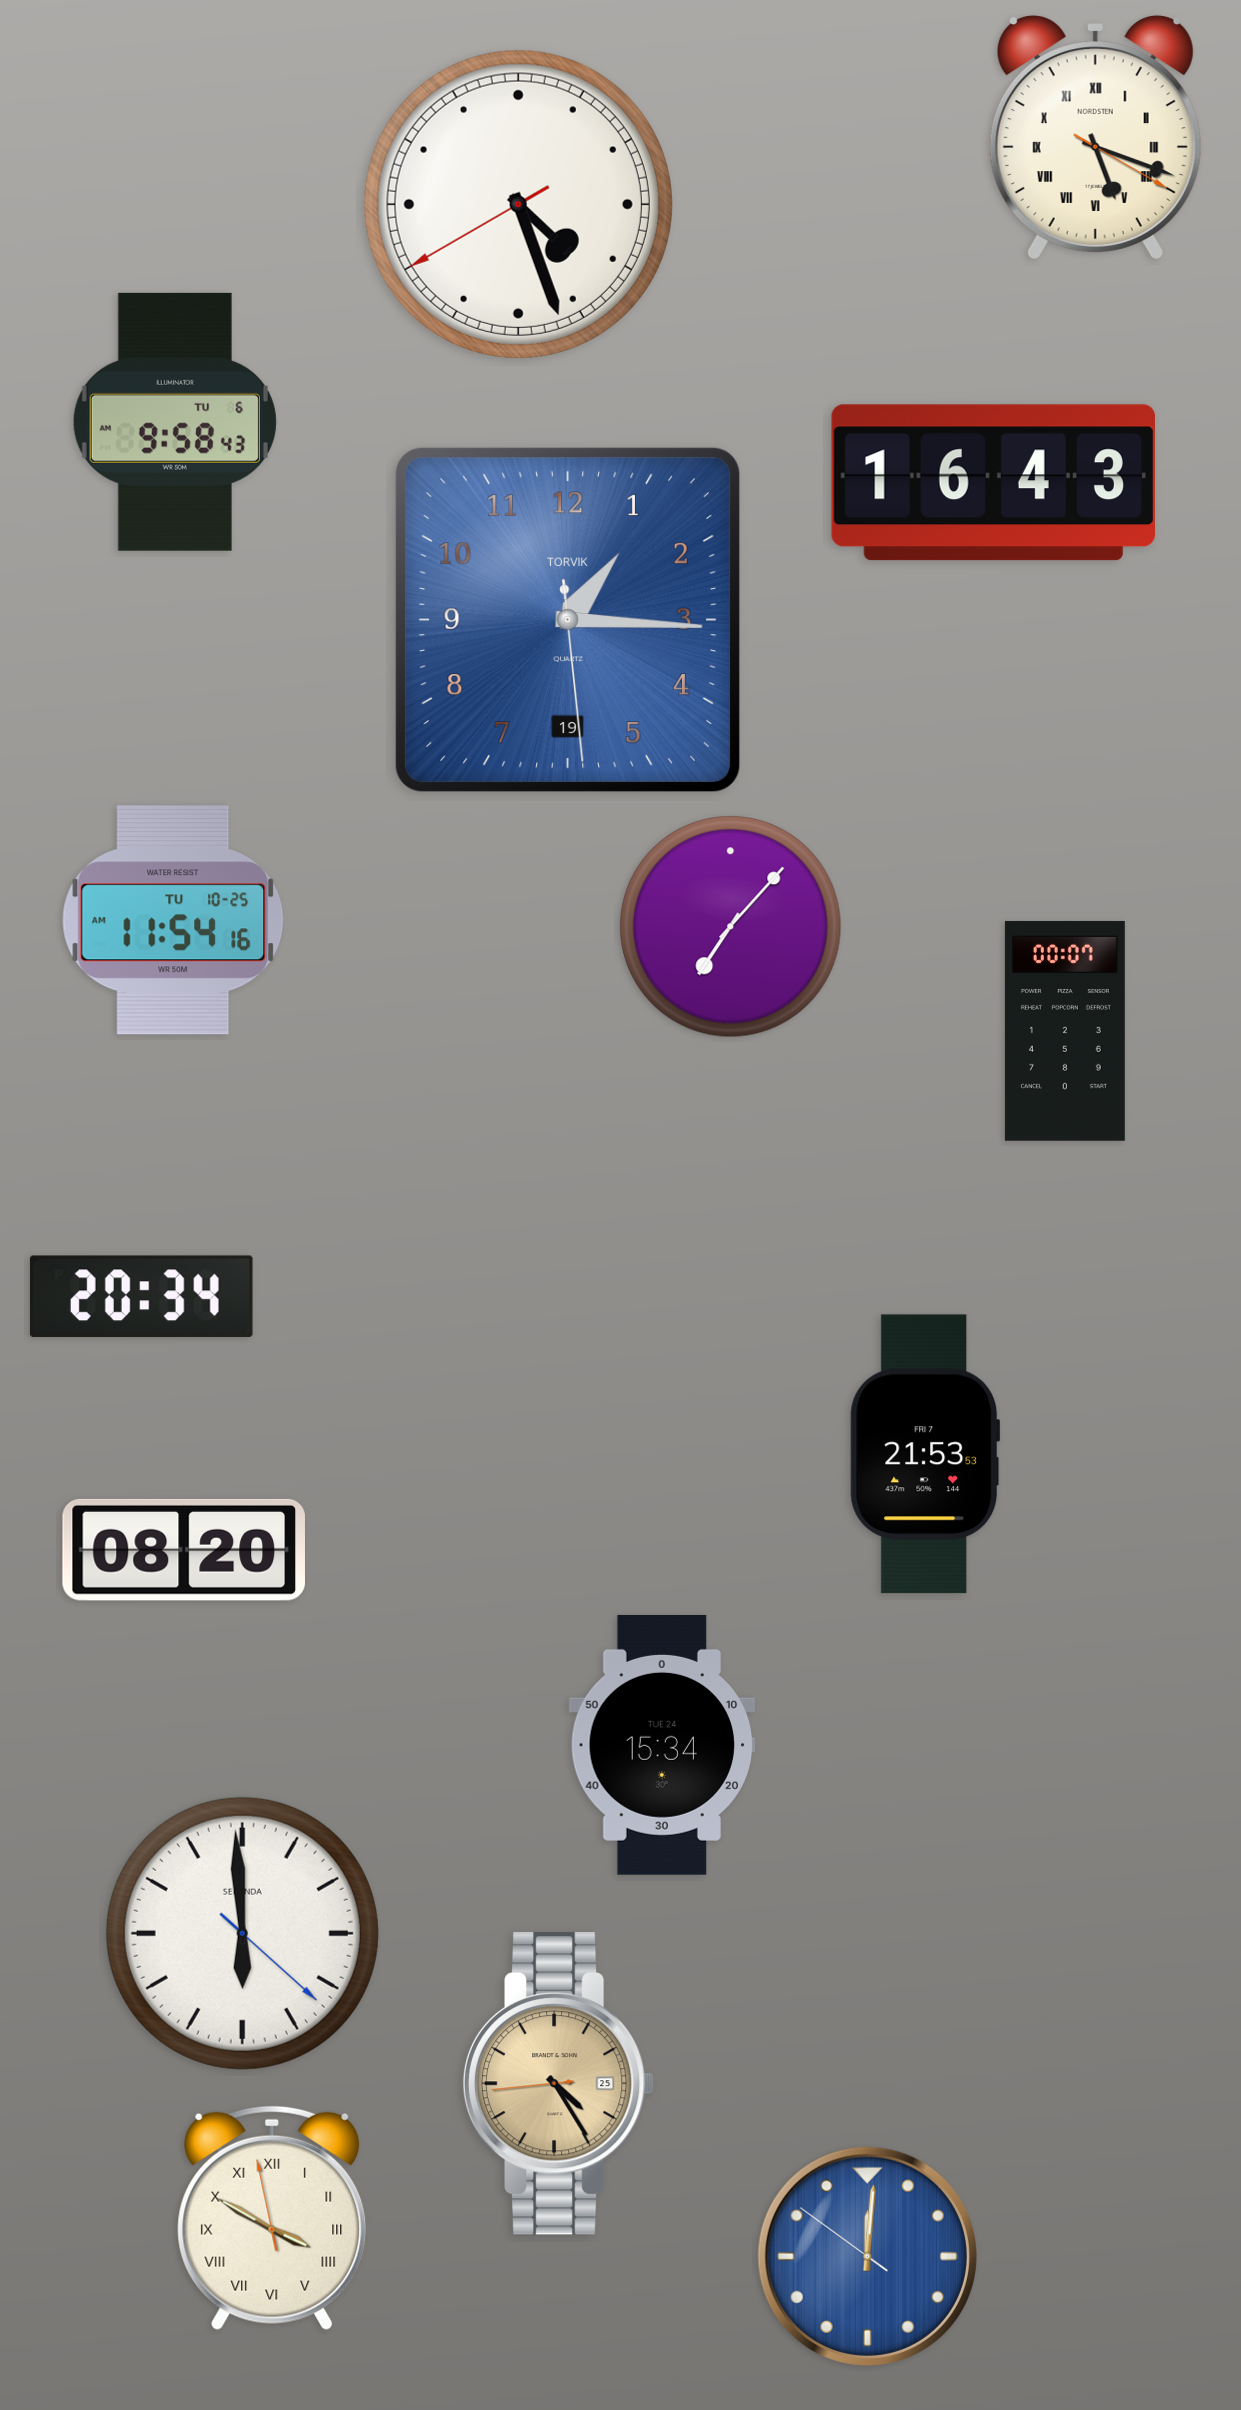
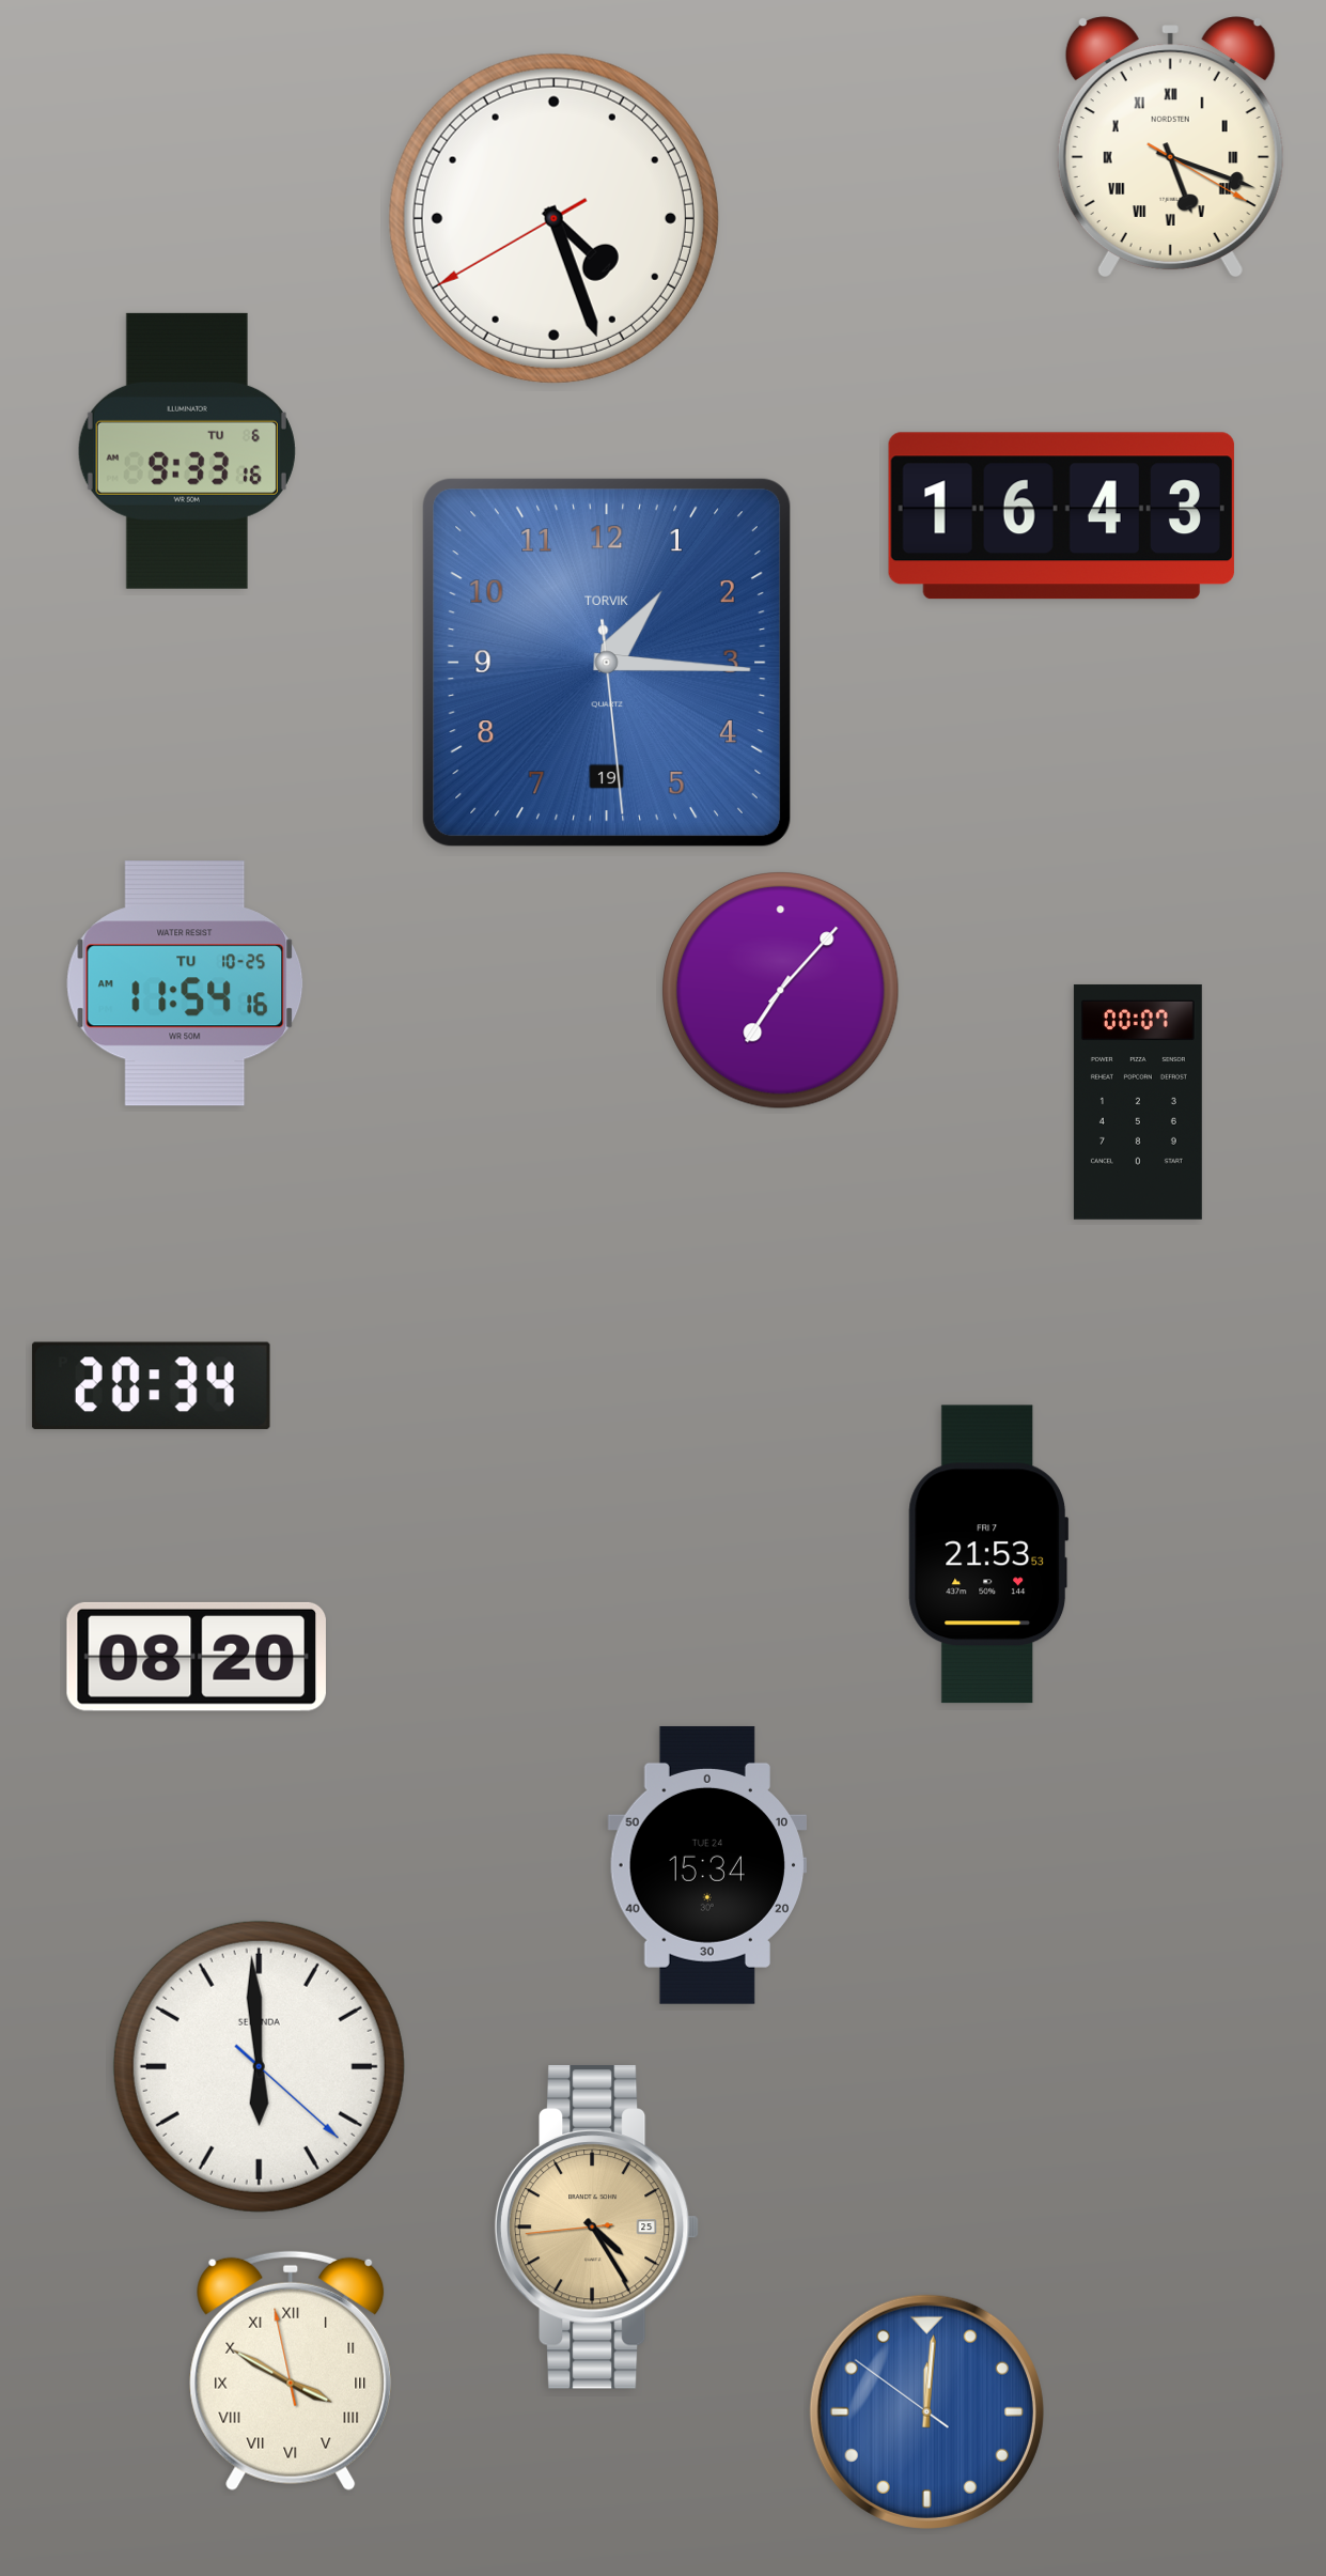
clock at (175, 422): 9:58 -> 9:33
